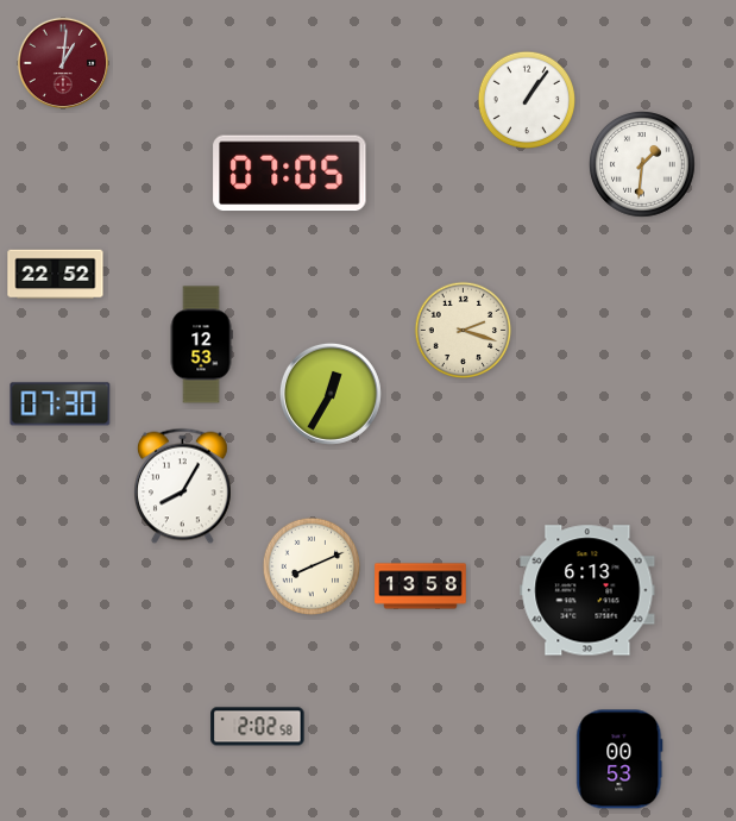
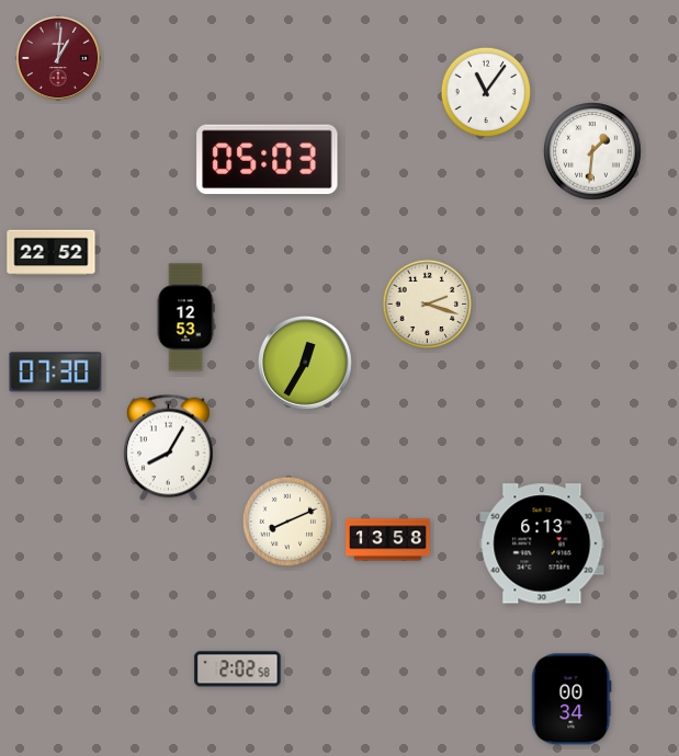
clock at (527, 100): 1:06 -> 11:06
clock at (290, 174): 07:05 -> 05:03
clock at (619, 759): 00:53 -> 00:34
